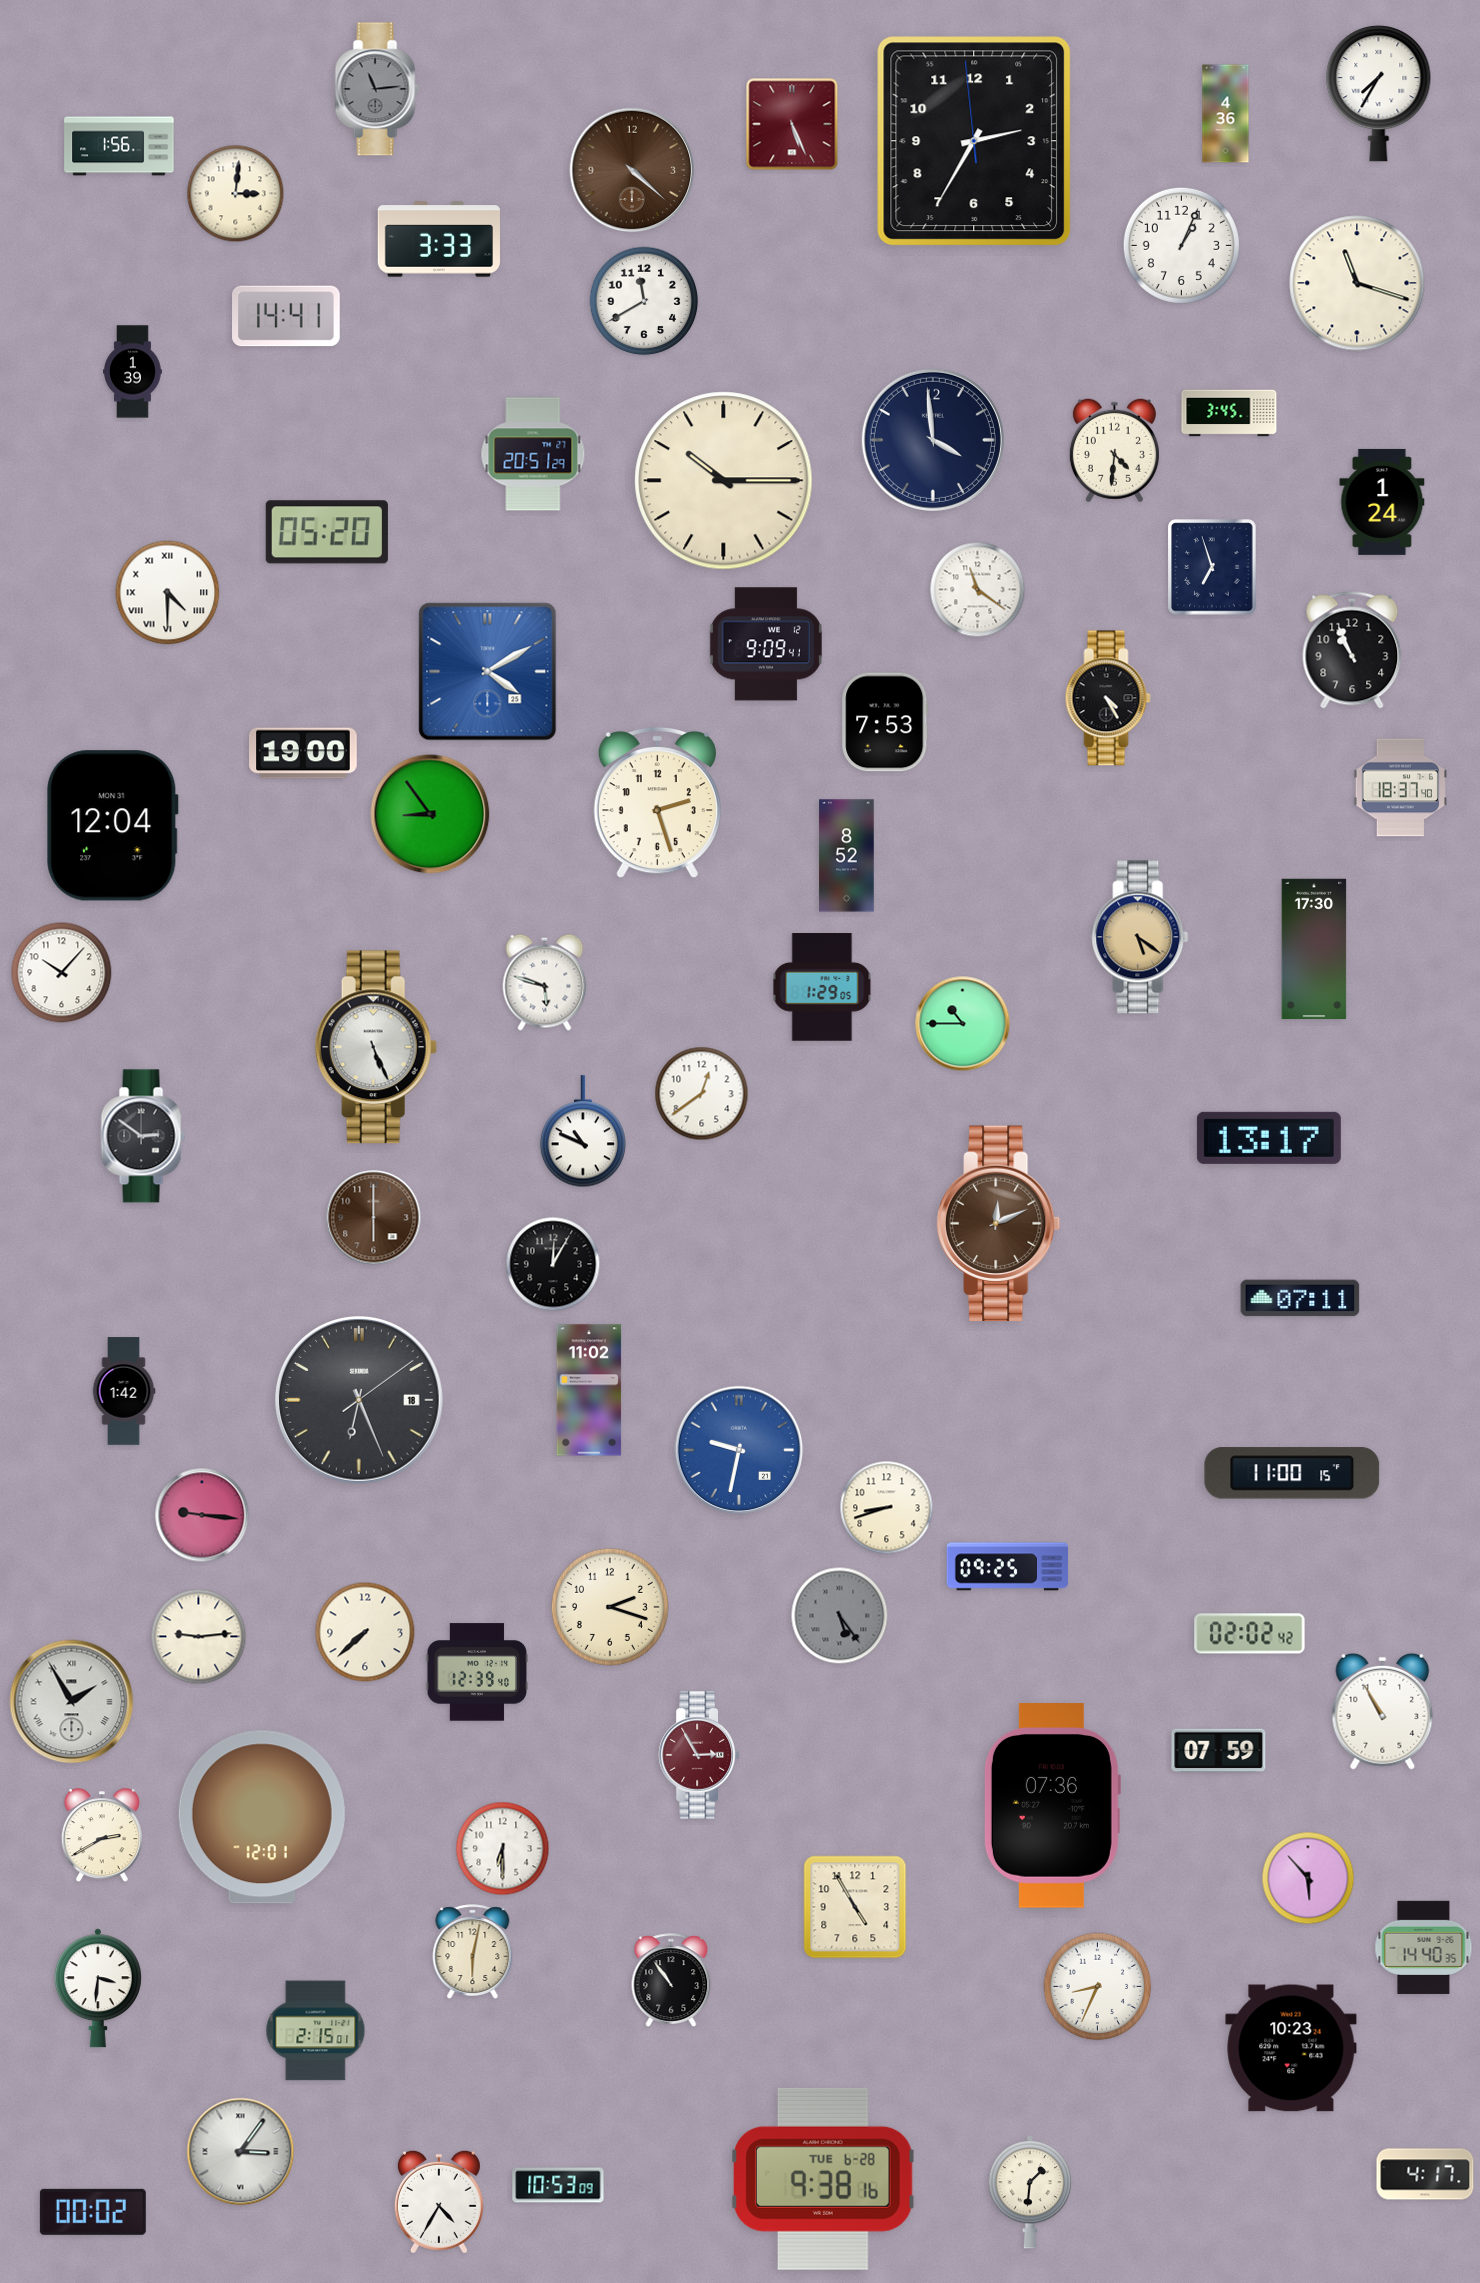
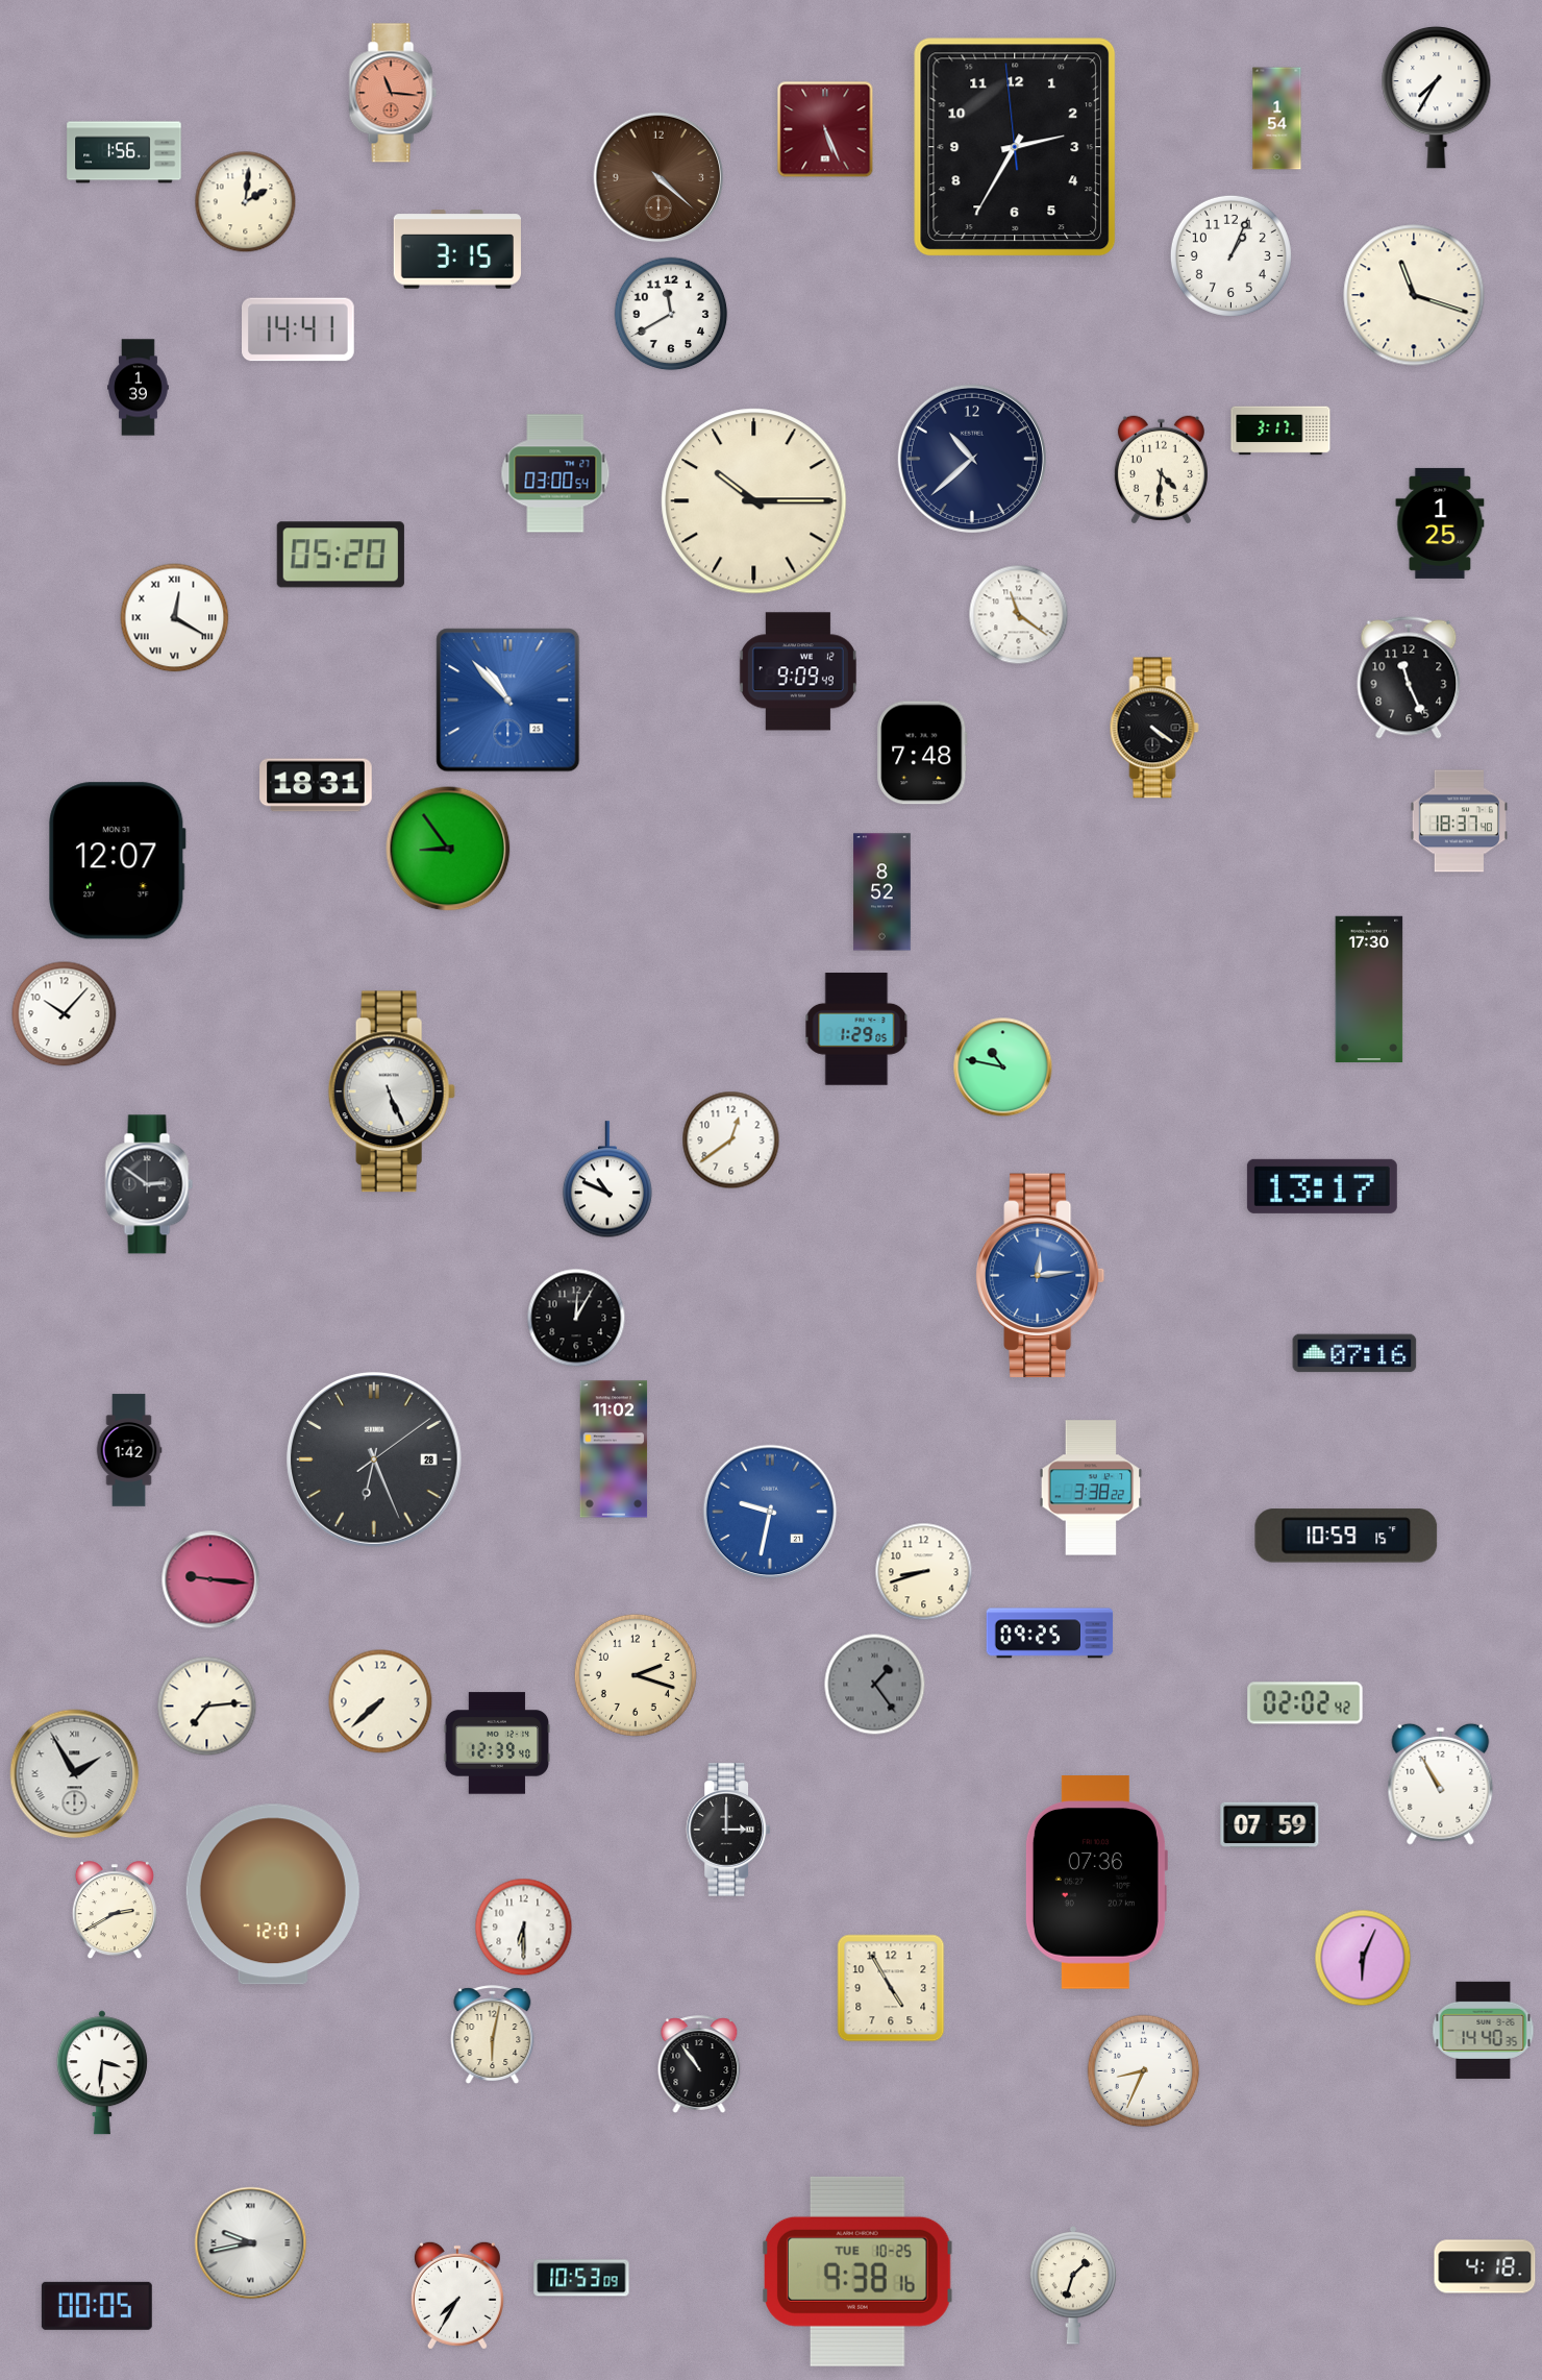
clock at (377, 89): 11:14 -> 11:16
clock at (377, 89) dial: grey -> salmon
clock at (1226, 114): 4:36 -> 1:54
clock at (236, 194): 3:01 -> 2:01
clock at (439, 239): 3:33 -> 3:15
clock at (1229, 413): 3:45 -> 3:17
clock at (933, 440): 3:59 -> 10:38
clock at (533, 454): 20:51 -> 03:00
clock at (1382, 502): 1:24 -> 1:25
clock at (1212, 567): 6:57 -> none
clock at (168, 593): 4:30 -> 12:20
clock at (766, 644): 9:09:41 -> 9:09:49
clock at (1352, 650): 10:56 -> 11:26
clock at (488, 672): 4:10 -> 10:53
clock at (1108, 698): 4:25 -> 4:21
clock at (885, 722): 7:53 -> 7:48
clock at (303, 753): 19:00 -> 18:31
clock at (657, 803): 2:27 -> none
clock at (113, 826): 12:04 -> 12:07
clock at (1140, 937): 5:21 -> none
clock at (545, 982): 5:48 -> none
clock at (963, 1024): 10:45 -> 10:47
clock at (374, 1218): 6:00 -> none
clock at (998, 1224): 12:11 -> 12:14
clock at (998, 1224) dial: brown -> blue
clock at (1300, 1298): 07:11 -> 07:16
clock at (360, 1401) date: 18 -> 28
clock at (1091, 1488): none -> 3:38
clock at (1292, 1473): 11:00 -> 10:59
clock at (840, 1616): 5:24 -> 1:24
clock at (1250, 1634) position: (1250, 1634) -> (1305, 1703)
clock at (199, 1637): 9:14 -> 7:14
clock at (698, 1755): 2:55 -> 3:00
clock at (698, 1755) dial: burgundy -> black
clock at (102, 1836) position: (102, 1836) -> (115, 1911)
clock at (1308, 1878): 5:53 -> 6:04
clock at (316, 2031): 2:15 -> none
clock at (1291, 2048): 10:23 -> none
clock at (241, 2152): 3:06 -> 9:43
clock at (1425, 2174): 4:17 -> 4:18
clock at (823, 2179) date: TUE 6-28 -> TUE 10-25
clock at (1030, 2192): 1:31 -> 1:33
clock at (439, 2202): 4:35 -> 7:35
clock at (93, 2212): 00:02 -> 00:05
